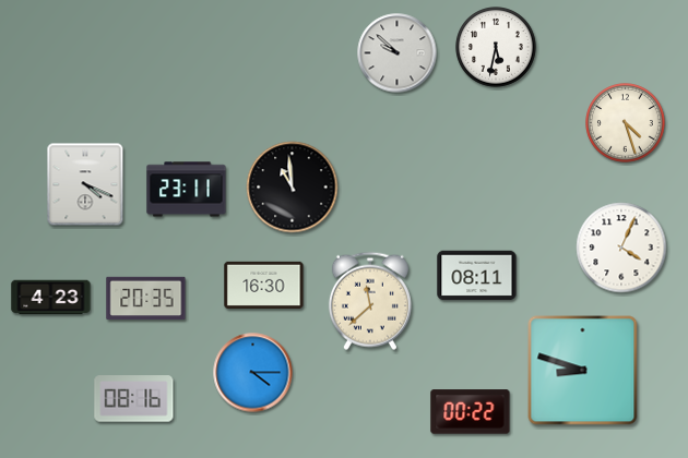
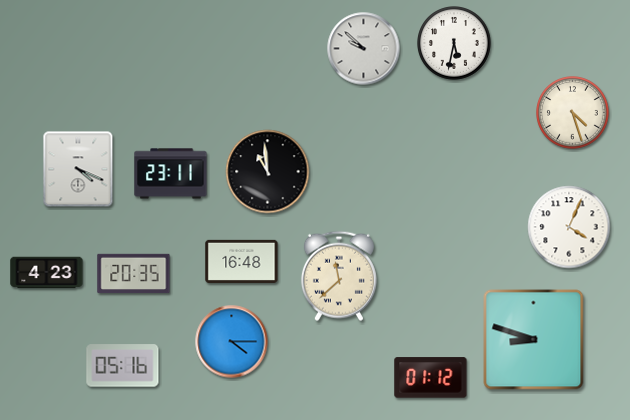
clock at (477, 276): 08:11 -> none
clock at (264, 285): 16:30 -> 16:48
clock at (134, 399): 08:16 -> 05:16
clock at (471, 412): 00:22 -> 01:12
